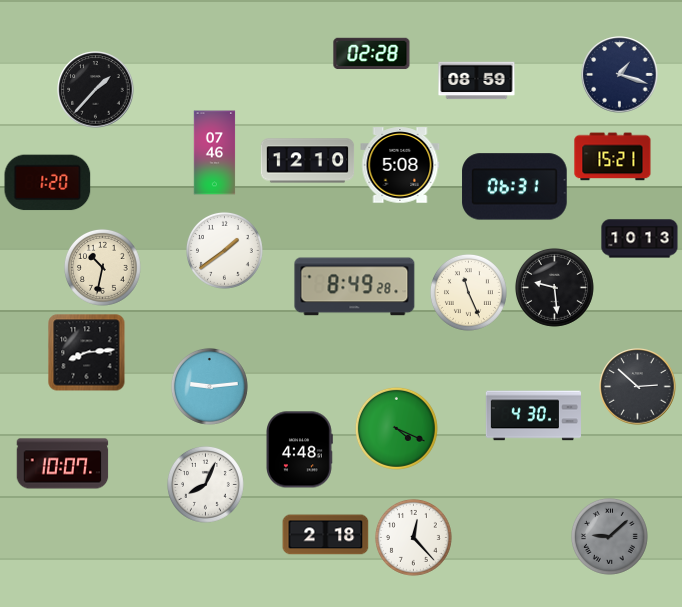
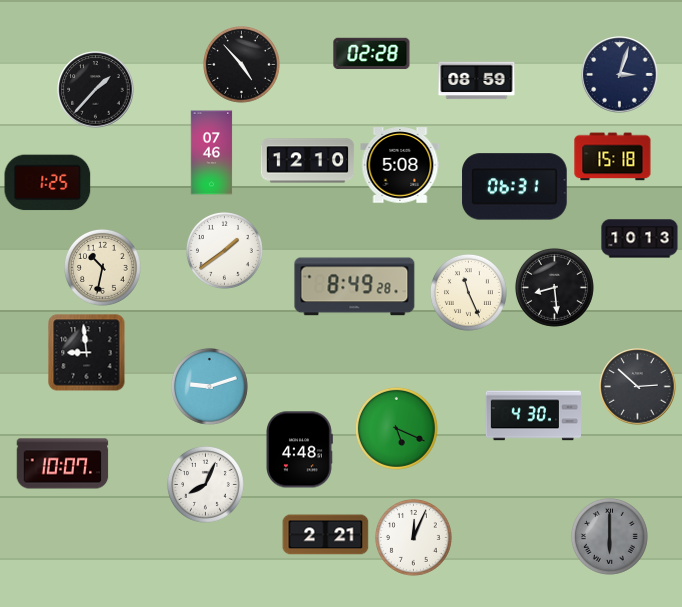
clock at (242, 65): none -> 4:53
clock at (620, 75): 1:18 -> 3:03
clock at (215, 153) position: (215, 153) -> (212, 153)
clock at (613, 157): 15:21 -> 15:18
clock at (48, 183): 1:20 -> 1:25
clock at (554, 287): 9:29 -> 8:29
clock at (87, 353): 8:14 -> 8:59
clock at (210, 387): 9:14 -> 9:12
clock at (396, 428): 4:19 -> 5:19
clock at (326, 535): 2:18 -> 2:21
clock at (610, 537): 9:08 -> 6:00
clock at (414, 538): 12:23 -> 12:04
